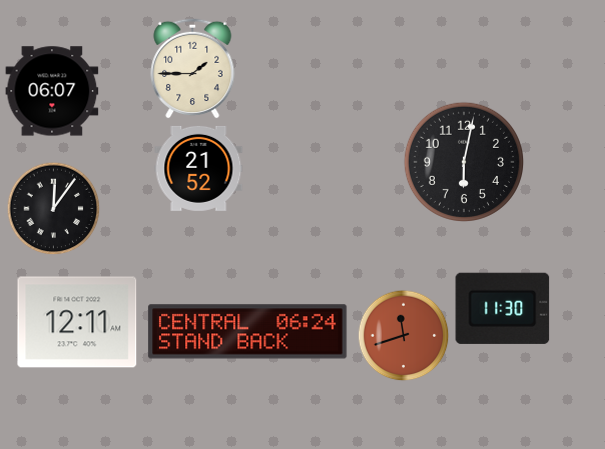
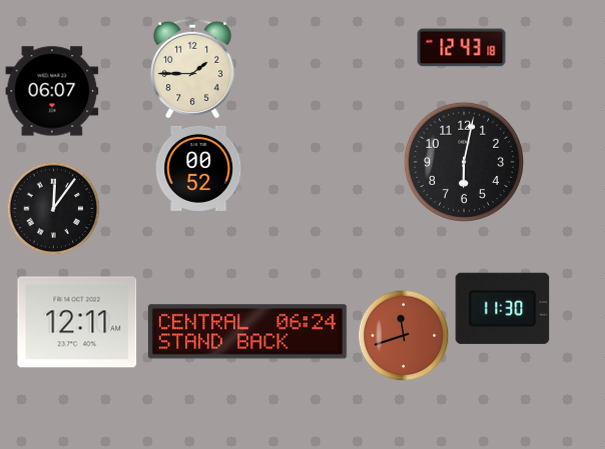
clock at (462, 48): none -> 12:43
clock at (199, 168): 21:52 -> 00:52
